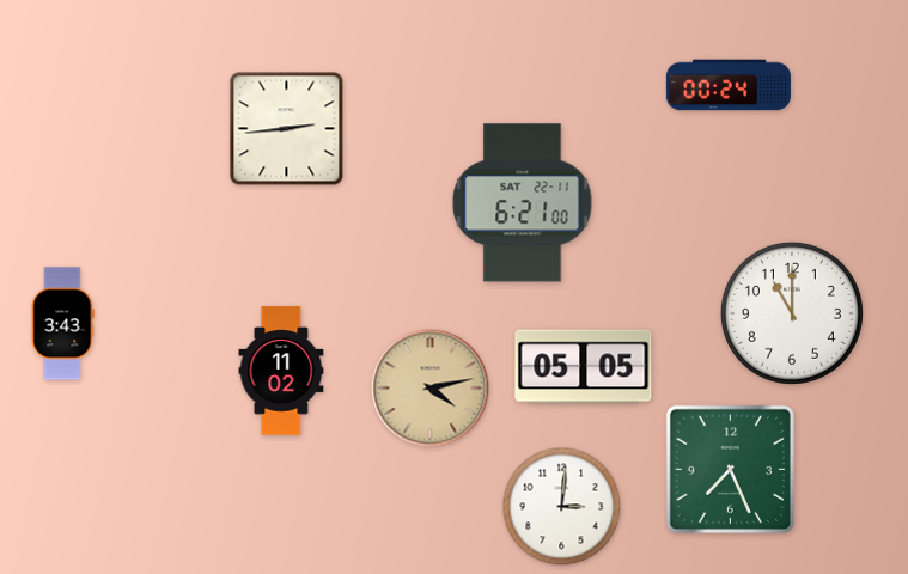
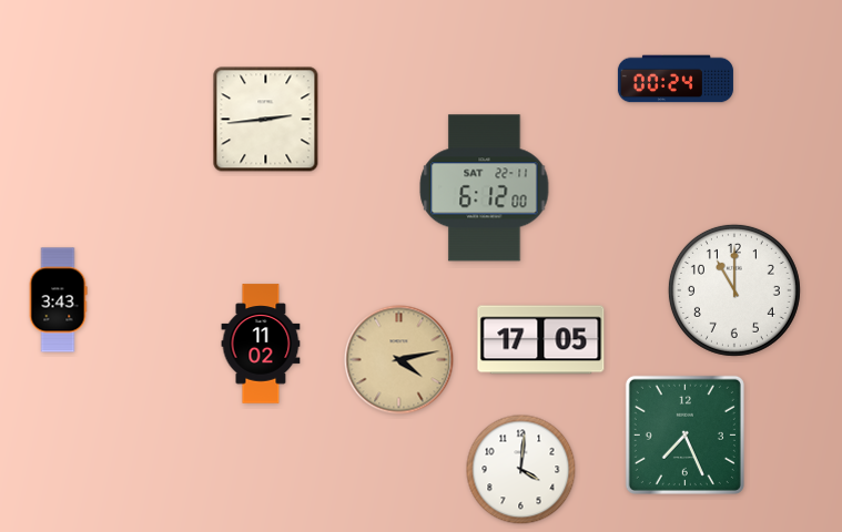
clock at (523, 203): 6:21 -> 6:12
clock at (584, 367): 05:05 -> 17:05
clock at (730, 469) position: (730, 469) -> (684, 434)
clock at (562, 507): 3:01 -> 4:01
